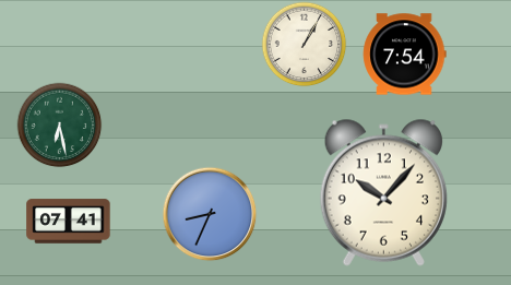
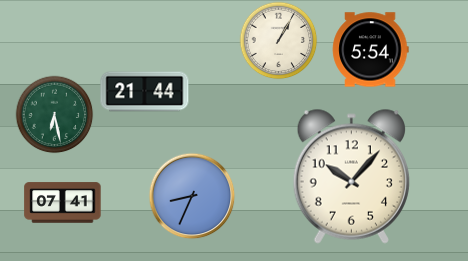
clock at (405, 55): 7:54 -> 5:54
clock at (145, 92): none -> 21:44
